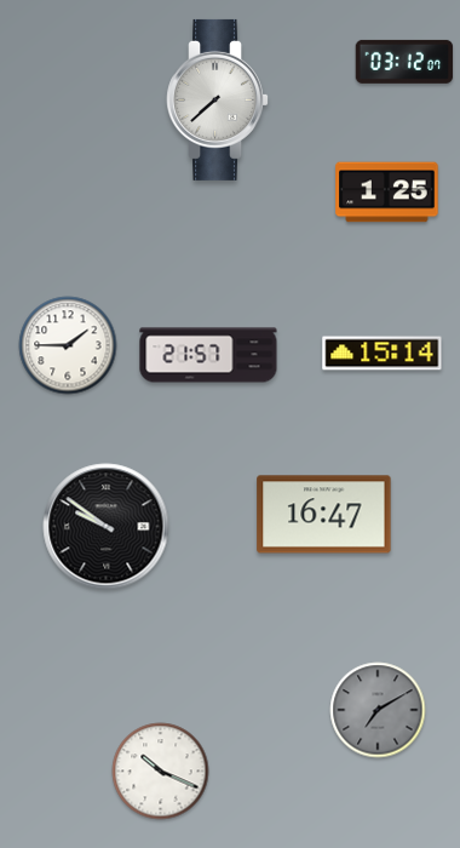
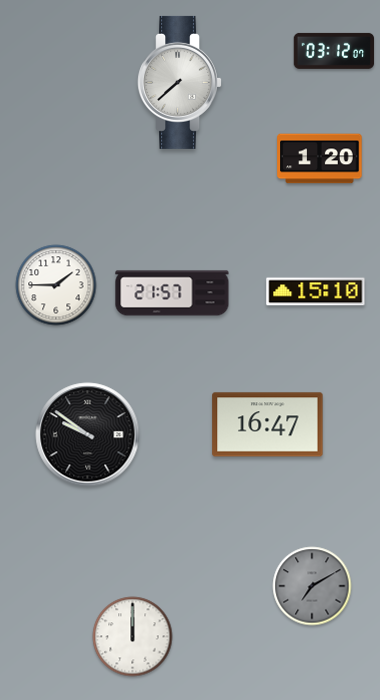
clock at (387, 193): 1:25 -> 1:20
clock at (383, 354): 15:14 -> 15:10
clock at (161, 772): 10:19 -> 12:00
